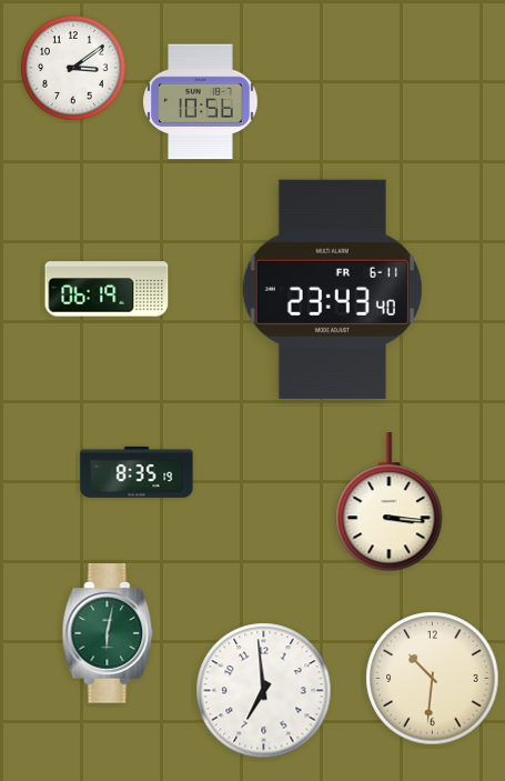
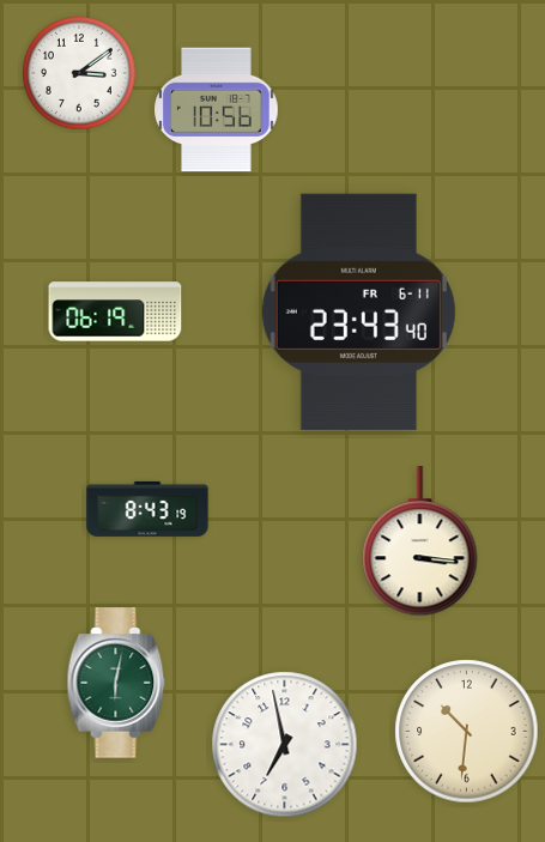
clock at (137, 472): 8:35 -> 8:43
clock at (264, 691): 6:59 -> 6:58
